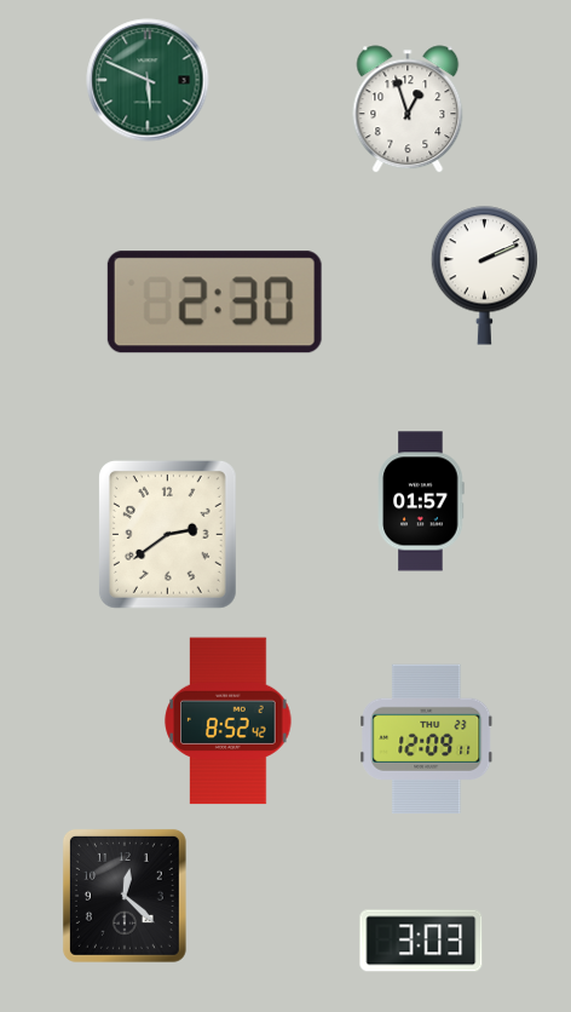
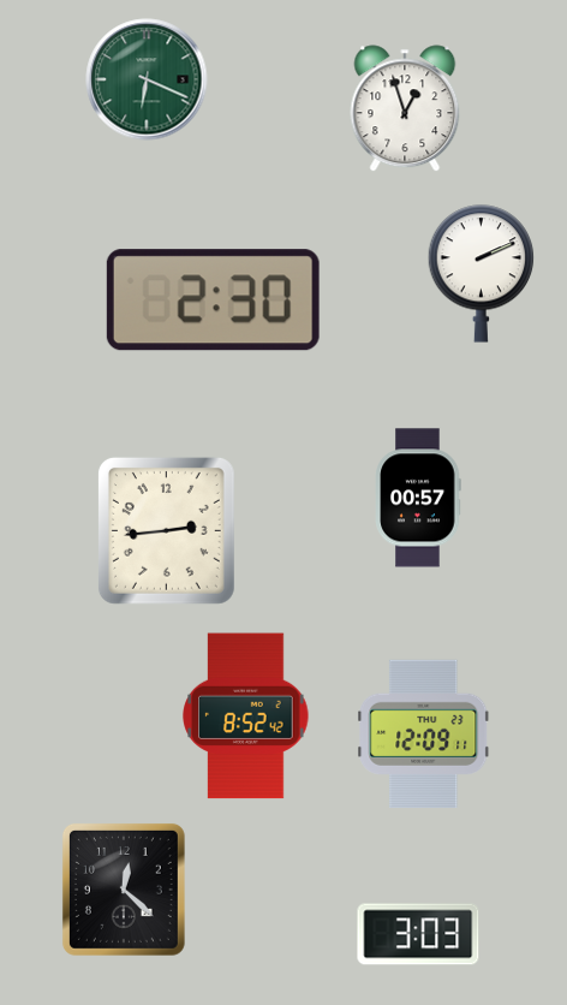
clock at (148, 80): 5:49 -> 6:19
clock at (421, 501): 01:57 -> 00:57
clock at (167, 534): 2:39 -> 2:44
clock at (229, 721) position: (229, 721) -> (246, 716)
